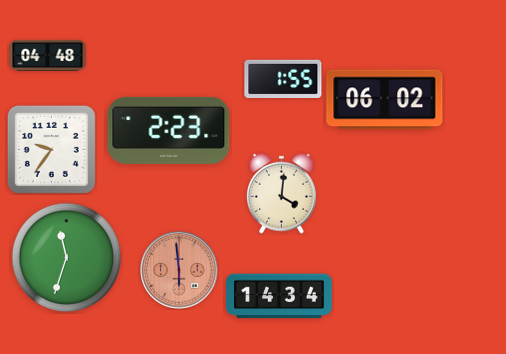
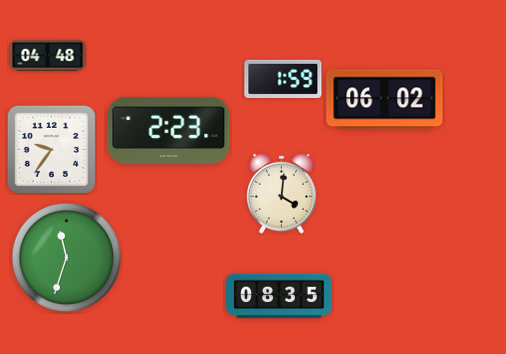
clock at (283, 79): 1:55 -> 1:59
clock at (179, 270): 5:59 -> none
clock at (279, 296): 14:34 -> 08:35
